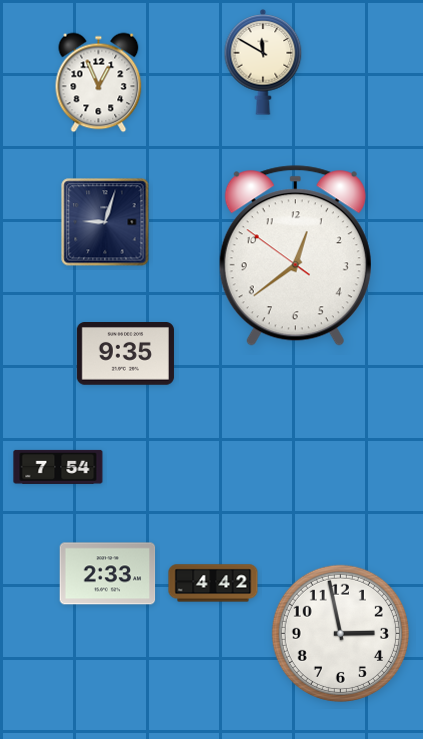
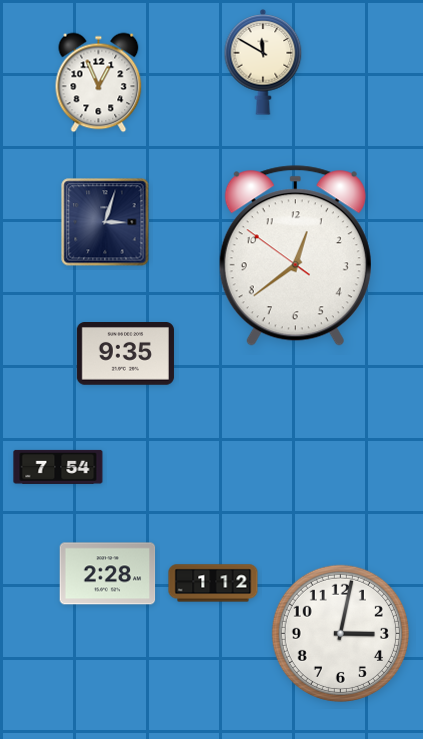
clock at (105, 222): 9:03 -> 3:03
clock at (108, 574): 2:33 -> 2:28
clock at (213, 583): 4:42 -> 1:12
clock at (340, 633): 2:58 -> 3:02
